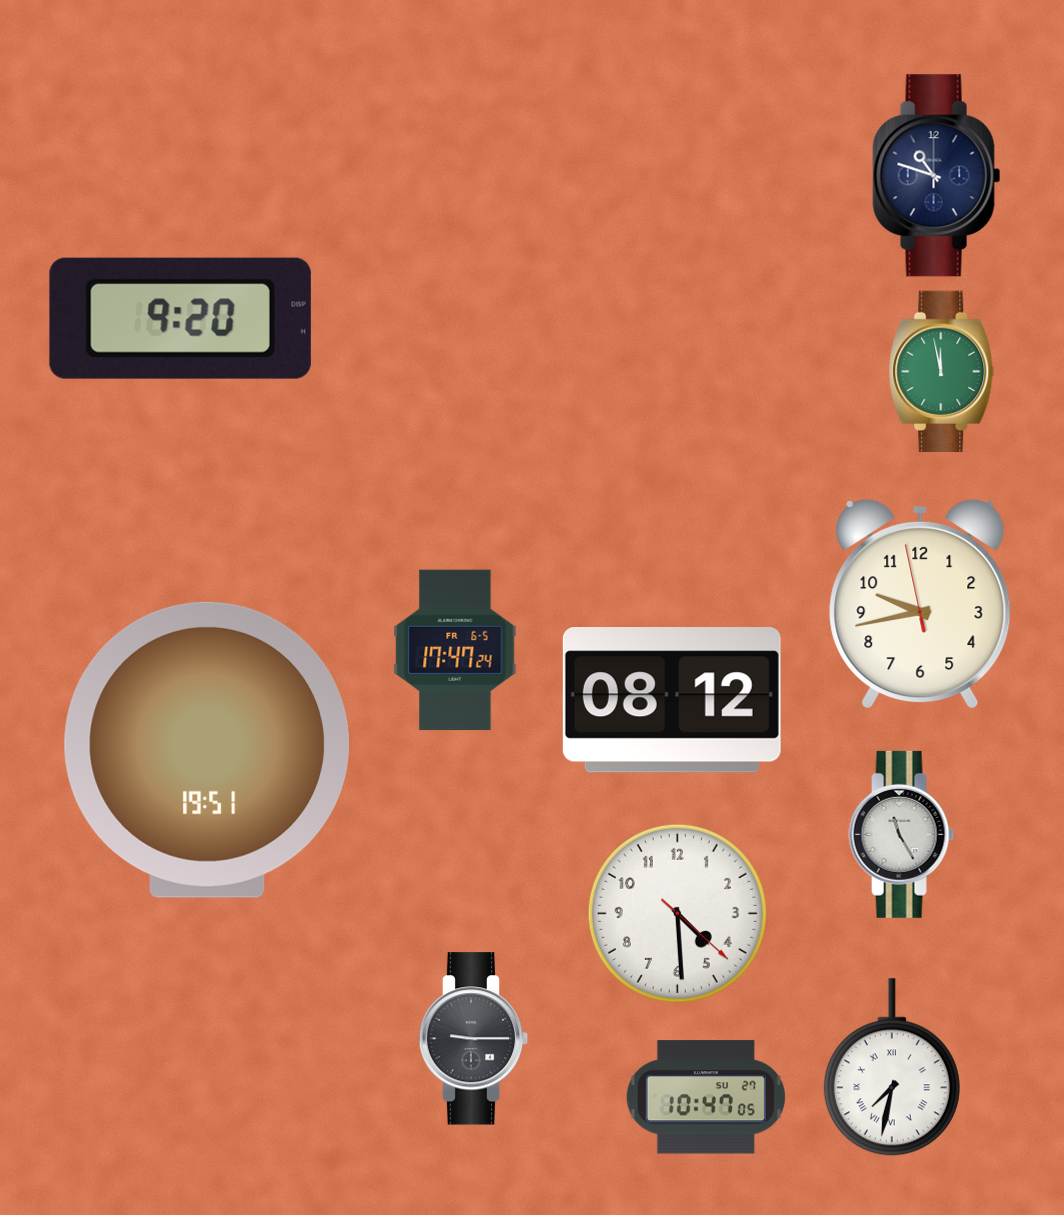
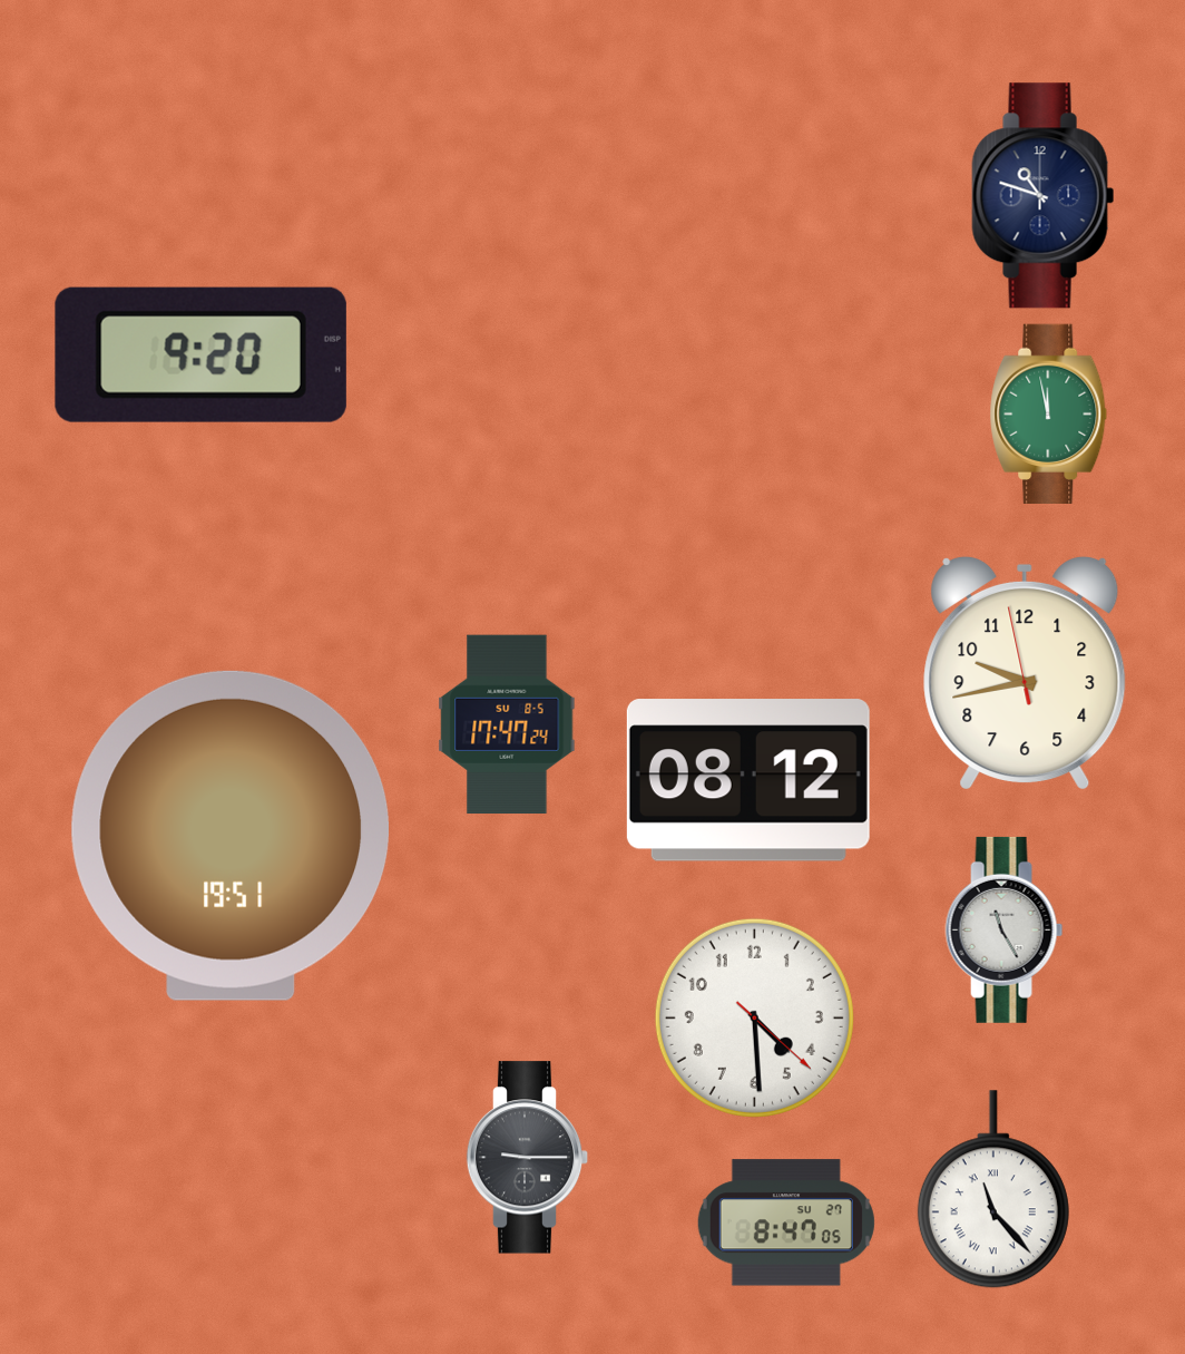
clock at (455, 650) date: FR 6-5 -> SU 8-5
clock at (892, 1067): 7:32 -> 11:23
clock at (706, 1097): 10:47 -> 8:47
